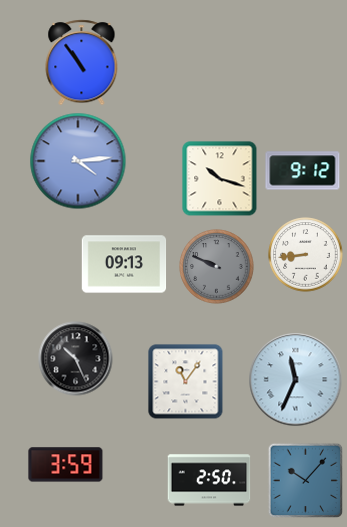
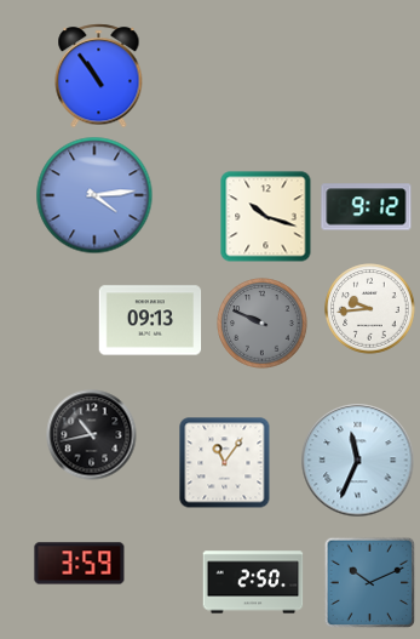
clock at (306, 255): 8:44 -> 9:44
clock at (76, 359): 10:26 -> 10:43
clock at (306, 481): 10:07 -> 10:11
